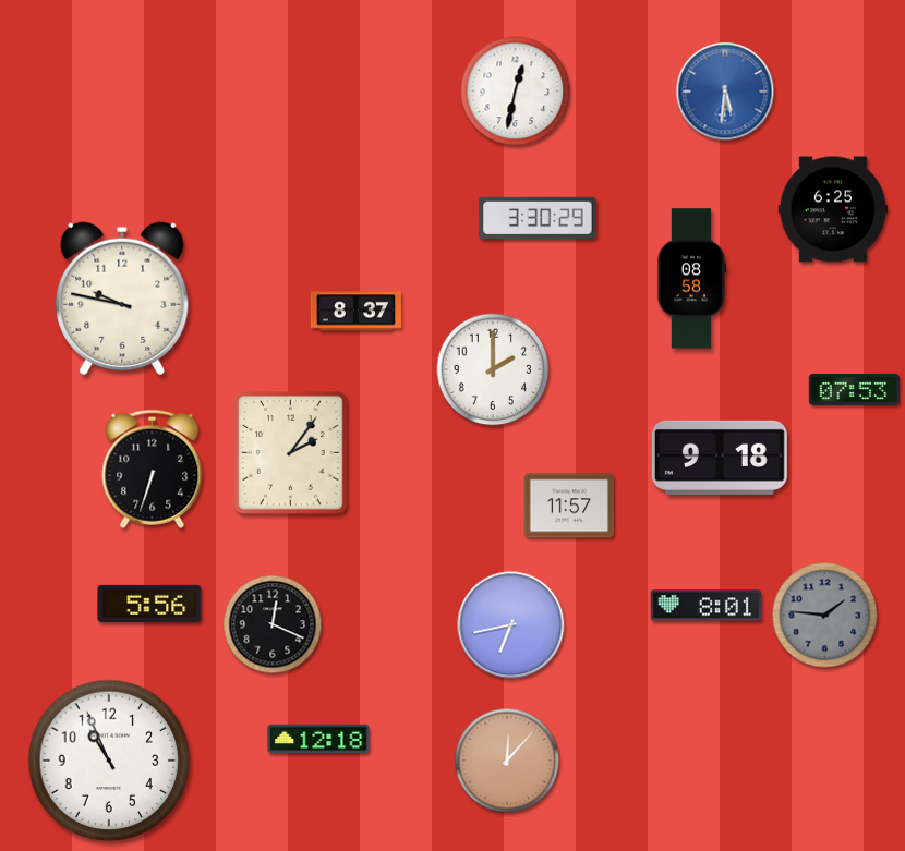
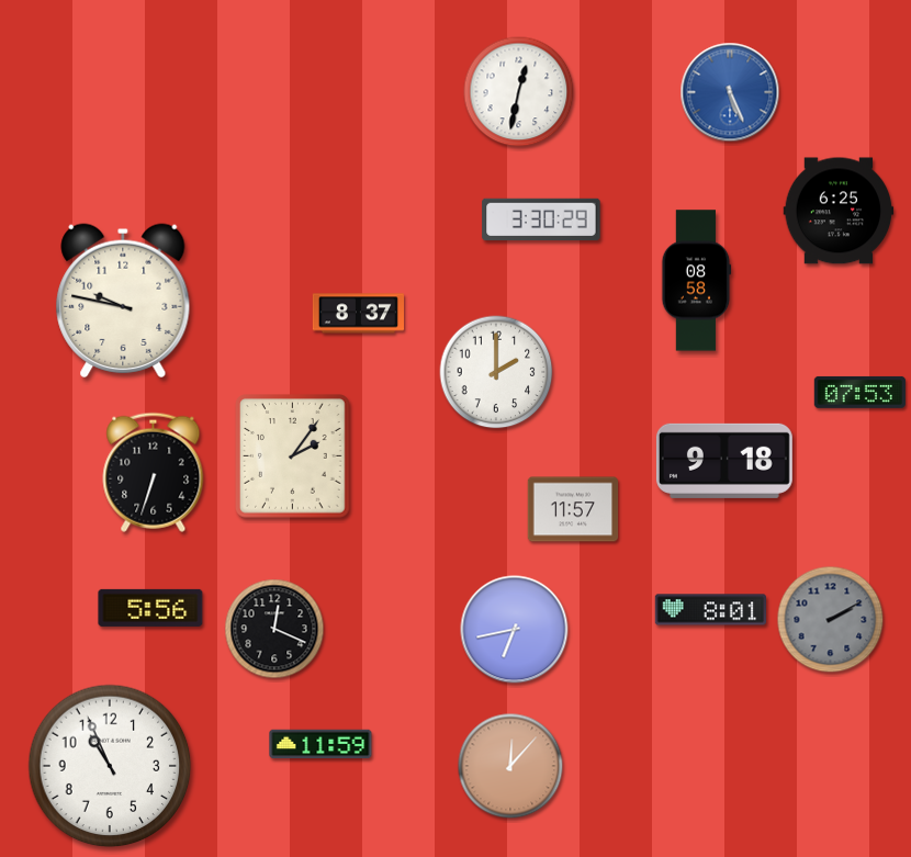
clock at (725, 92): 5:31 -> 5:26
clock at (825, 616): 1:46 -> 2:10
clock at (318, 739): 12:18 -> 11:59
